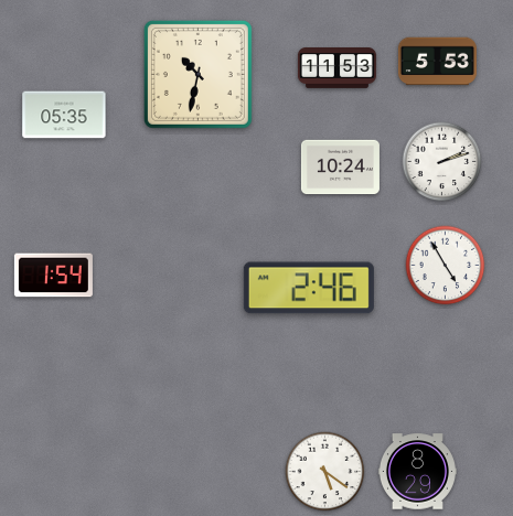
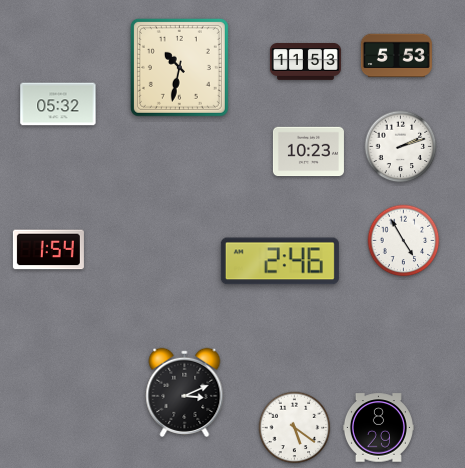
clock at (64, 115): 05:35 -> 05:32
clock at (340, 168): 10:24 -> 10:23
clock at (185, 392): none -> 3:11
